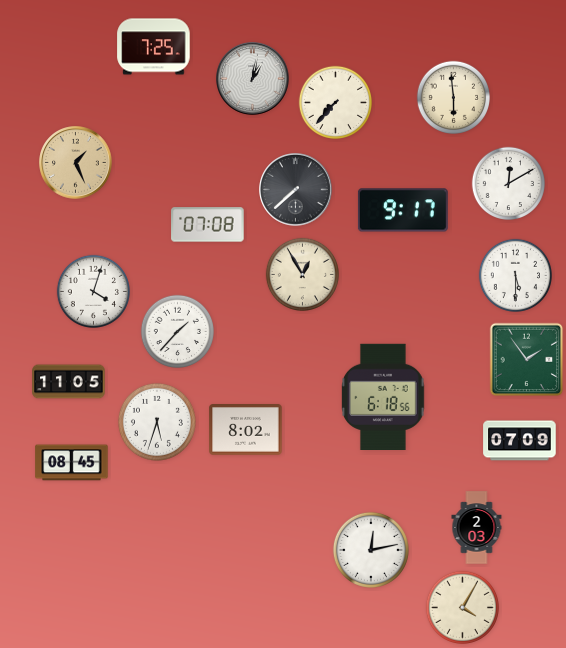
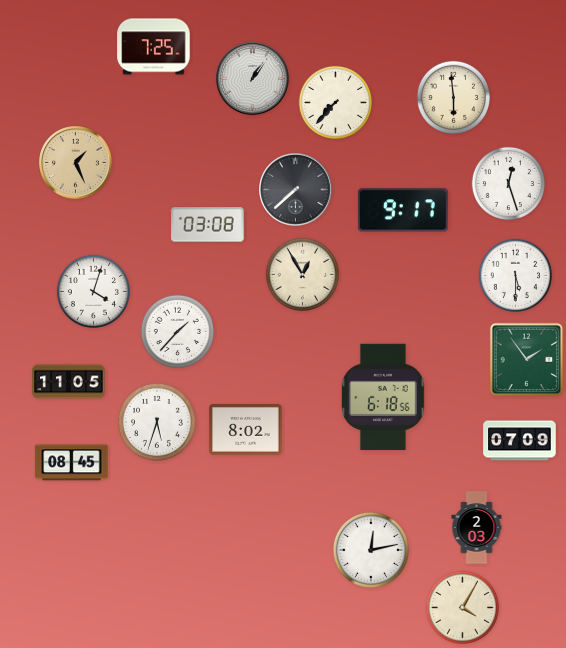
clock at (253, 79): 1:02 -> 1:06
clock at (508, 183): 12:10 -> 12:27
clock at (208, 225): 07:08 -> 03:08
